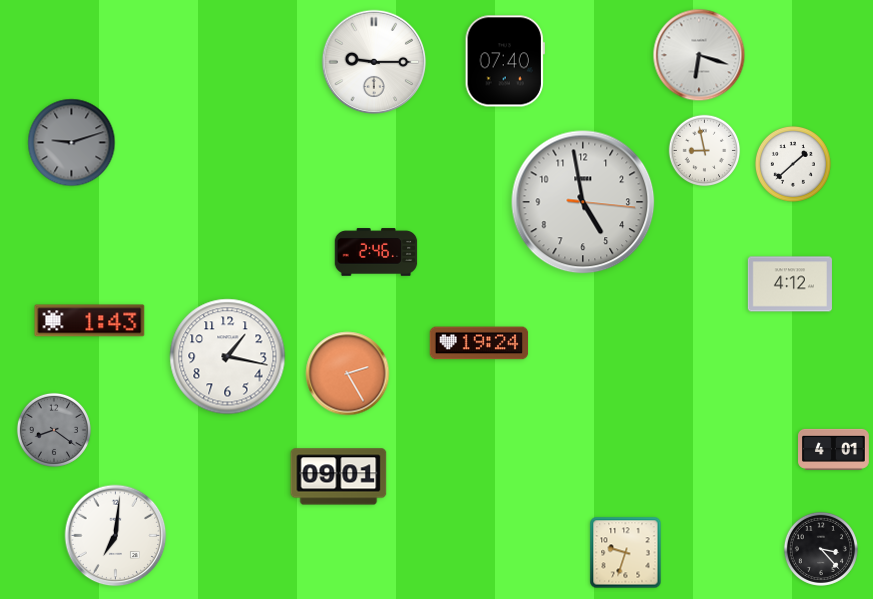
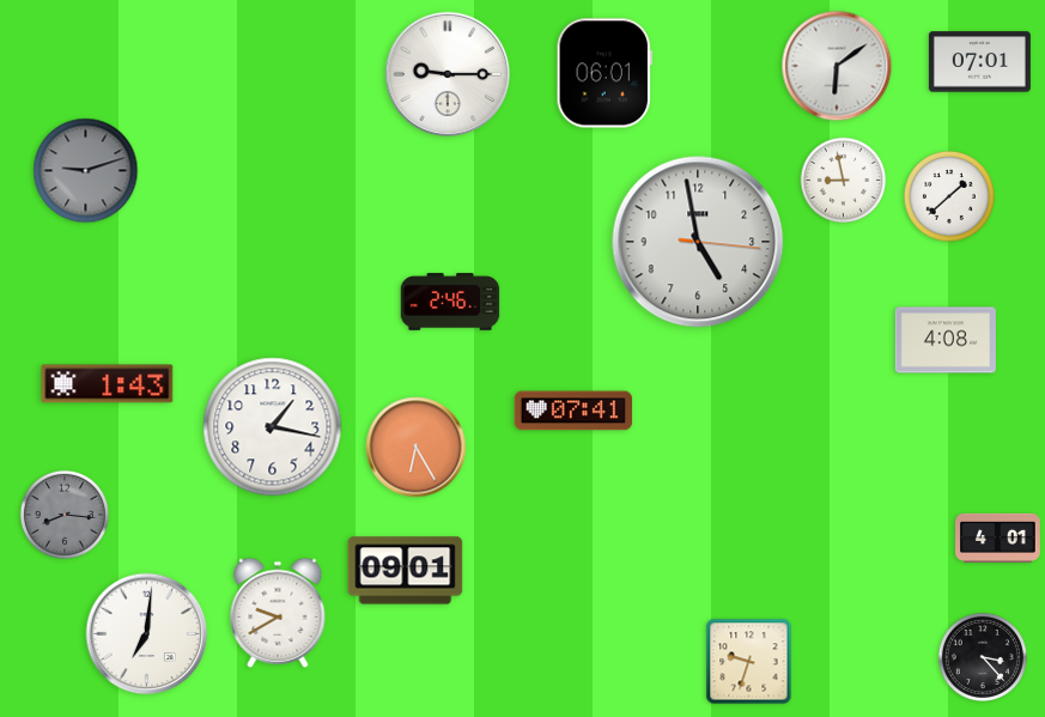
clock at (979, 62): none -> 07:01
clock at (699, 55): 6:18 -> 6:09
clock at (505, 61): 07:40 -> 06:01
clock at (790, 284): 4:12 -> 4:08
clock at (479, 343): 19:24 -> 07:41
clock at (348, 374): 2:25 -> 6:25
clock at (54, 430): 8:21 -> 8:16
clock at (278, 613): none -> 9:40
clock at (116, 536) position: (116, 536) -> (147, 634)
